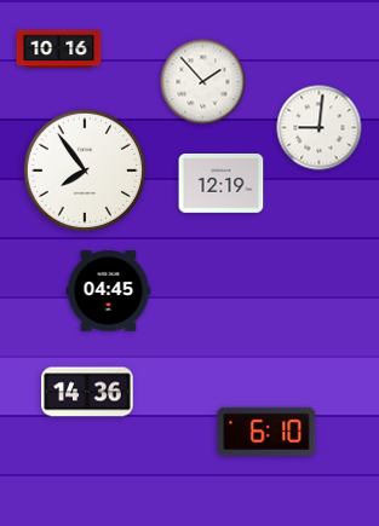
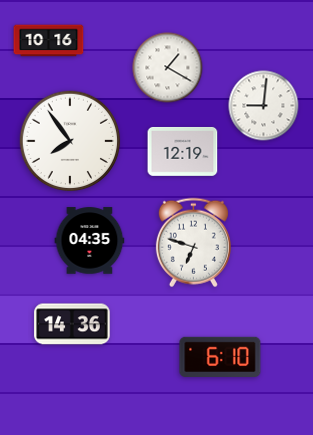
clock at (203, 82): 1:53 -> 1:20
clock at (109, 291): 04:45 -> 04:35
clock at (193, 243): none -> 6:48
